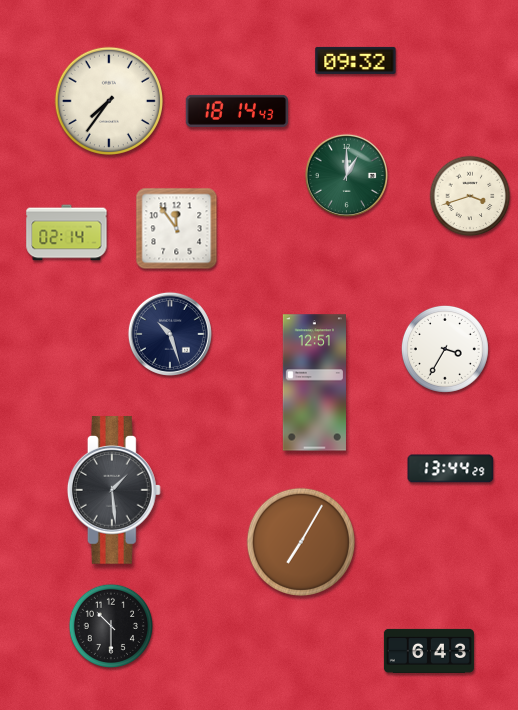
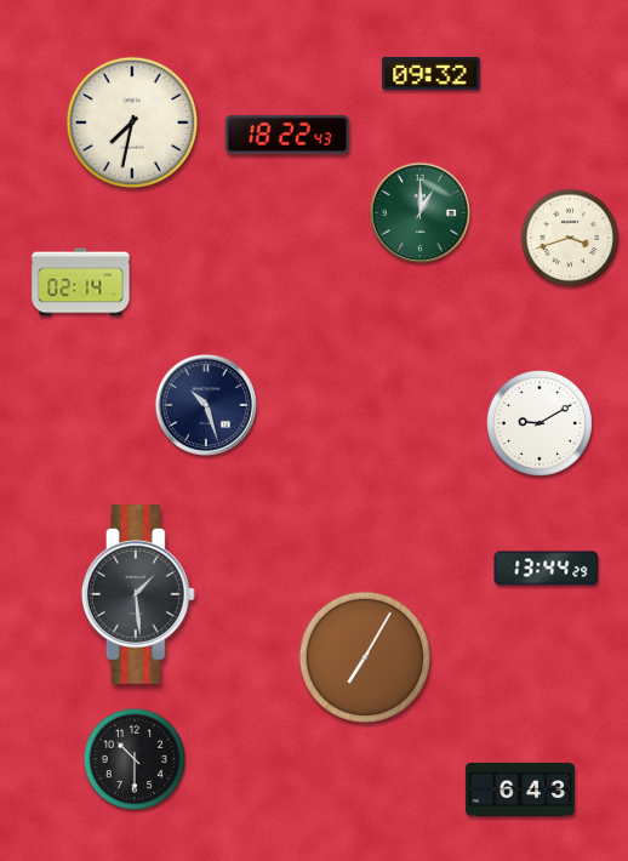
clock at (109, 101): 7:36 -> 7:32
clock at (237, 111): 18:14 -> 18:22
clock at (177, 229): 11:54 -> none
clock at (445, 349): 3:35 -> 9:10
clock at (314, 383): 12:51 -> none
